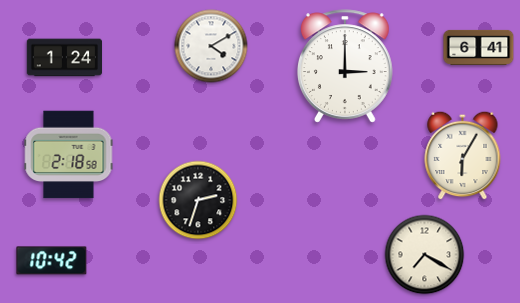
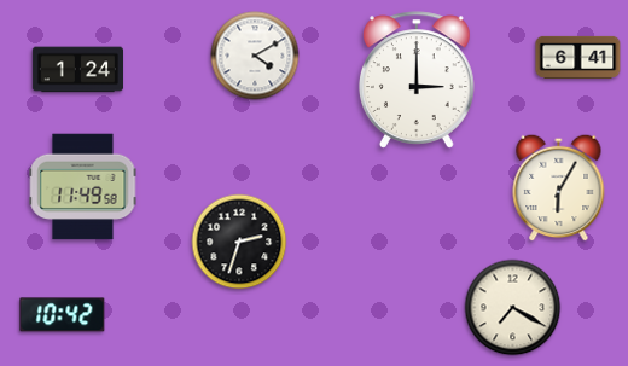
clock at (69, 155): 2:18 -> 11:49
